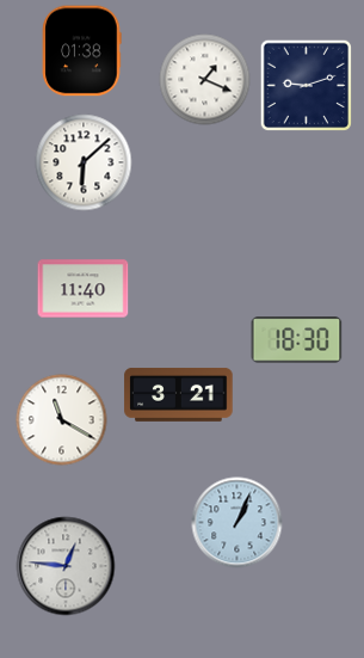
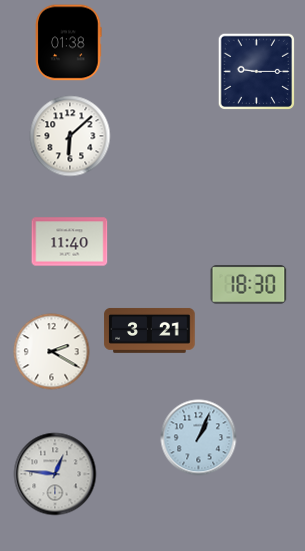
clock at (205, 80): 1:19 -> none
clock at (306, 85): 9:12 -> 9:15
clock at (62, 420): 11:20 -> 2:20
